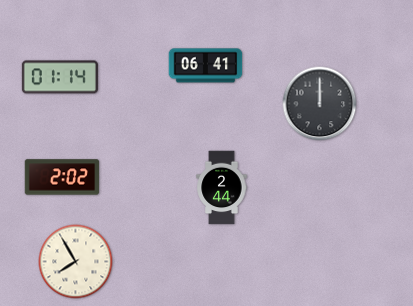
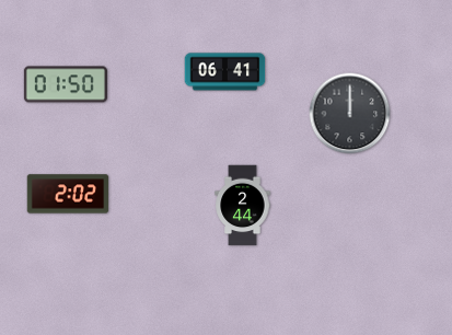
clock at (60, 77): 01:14 -> 01:50
clock at (76, 262): 7:55 -> none
